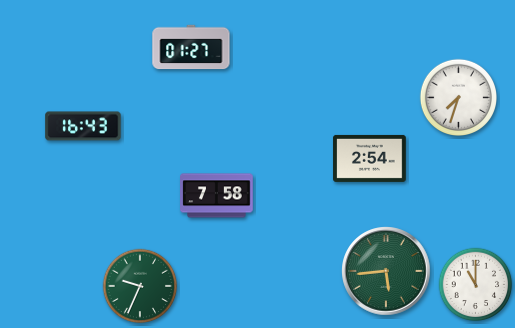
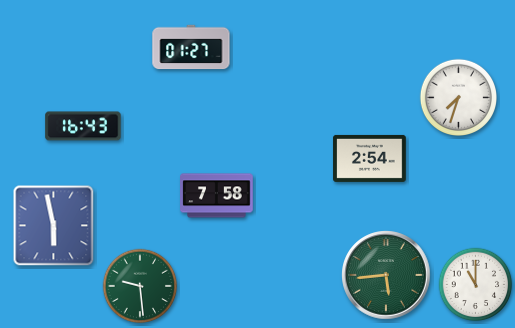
clock at (54, 226): none -> 5:58
clock at (386, 271) position: (386, 271) -> (386, 275)
clock at (140, 286): 9:34 -> 9:29
